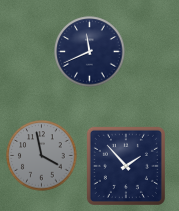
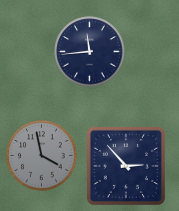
clock at (90, 52): 11:41 -> 11:44
clock at (126, 166): 1:53 -> 2:53
